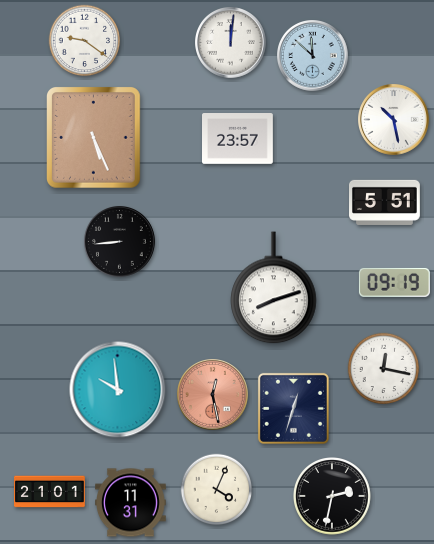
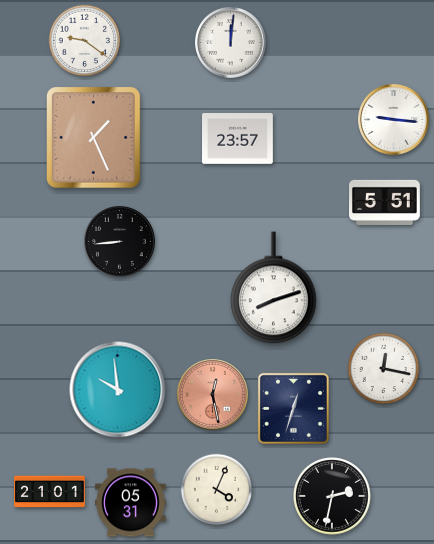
clock at (313, 56): 11:52 -> none
clock at (394, 120): 10:28 -> 9:16
clock at (94, 138): 5:26 -> 1:26
clock at (394, 282): 09:19 -> none
clock at (131, 503): 11:31 -> 05:31
